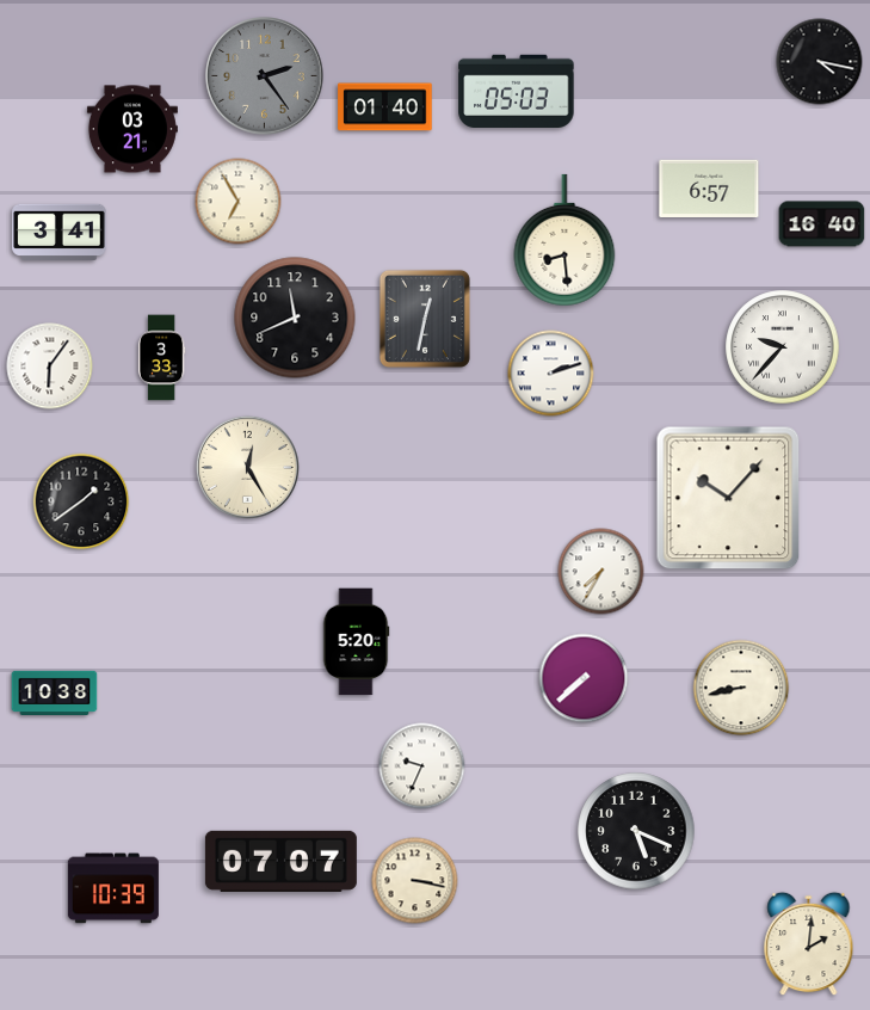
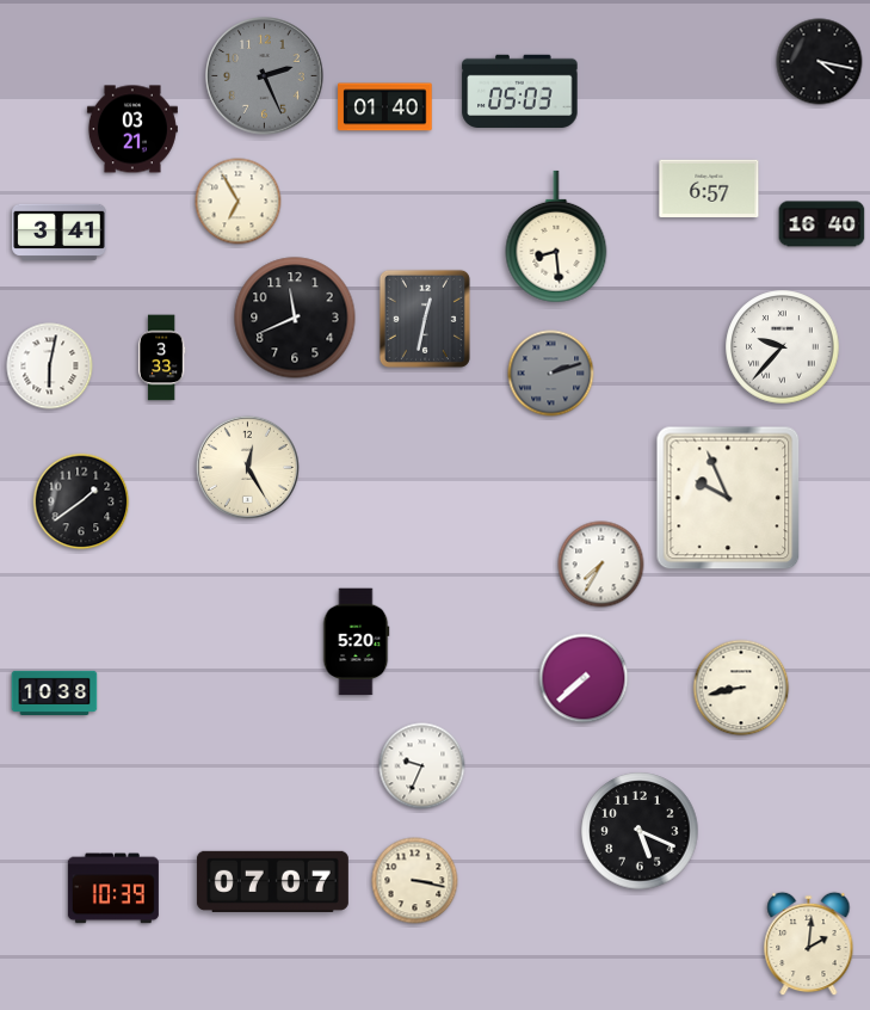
clock at (265, 76): 2:24 -> 2:26
clock at (517, 91) position: (517, 91) -> (520, 91)
clock at (564, 240) position: (564, 240) -> (556, 236)
clock at (50, 367): 6:06 -> 6:02
clock at (551, 374) dial: white -> grey
clock at (728, 498): 10:07 -> 9:56
clock at (601, 572) position: (601, 572) -> (601, 565)
clock at (636, 831) position: (636, 831) -> (640, 831)
clock at (280, 861) position: (280, 861) -> (272, 881)
